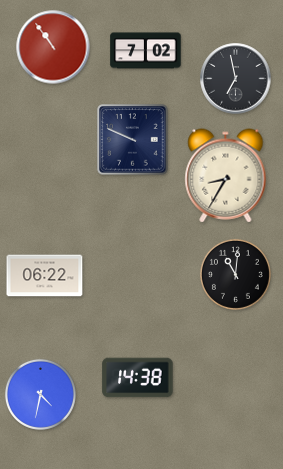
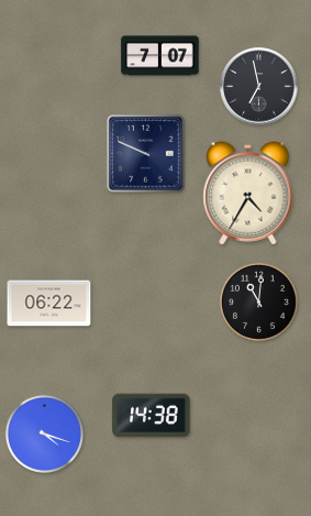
clock at (53, 47): 10:54 -> none
clock at (146, 51): 7:02 -> 7:07
clock at (226, 176): 8:35 -> 4:35
clock at (40, 394): 4:32 -> 4:18
